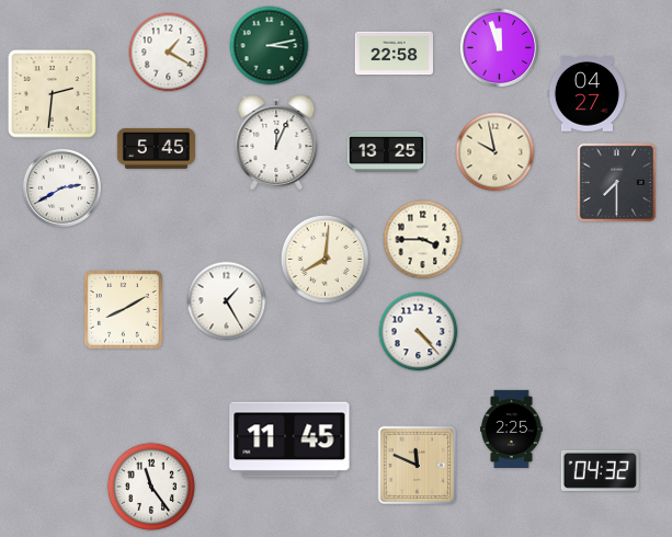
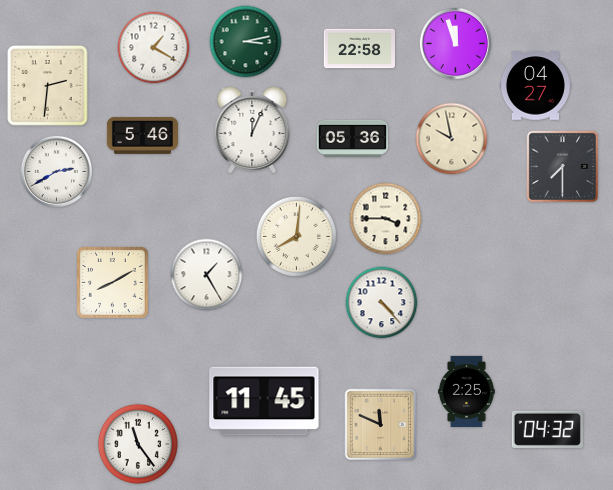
clock at (156, 148): 5:45 -> 5:46
clock at (386, 151): 13:25 -> 05:36
